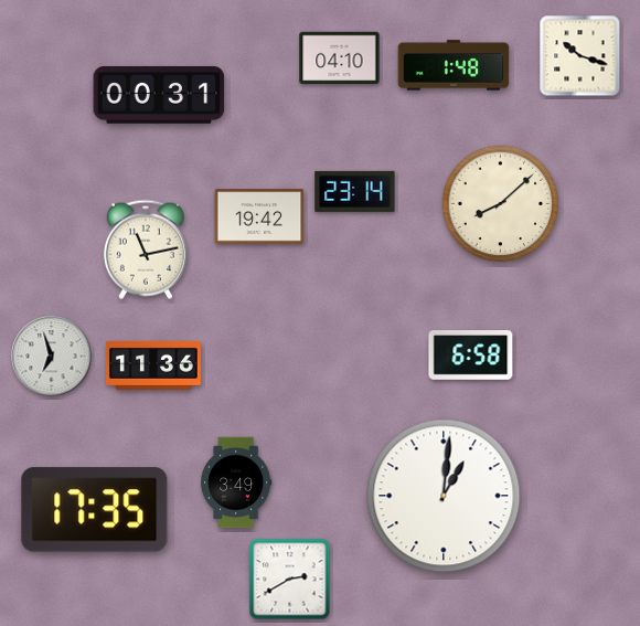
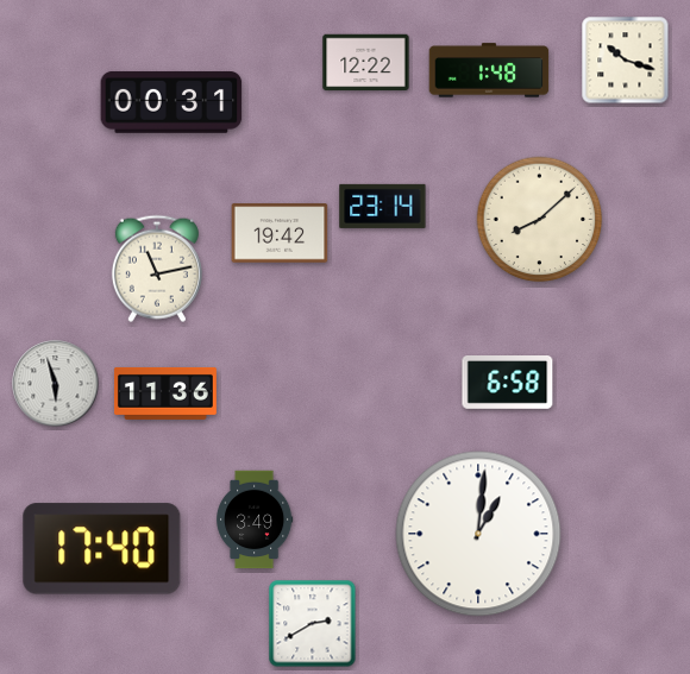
clock at (340, 59): 04:10 -> 12:22
clock at (52, 357): 6:57 -> 5:57
clock at (95, 510): 17:35 -> 17:40
